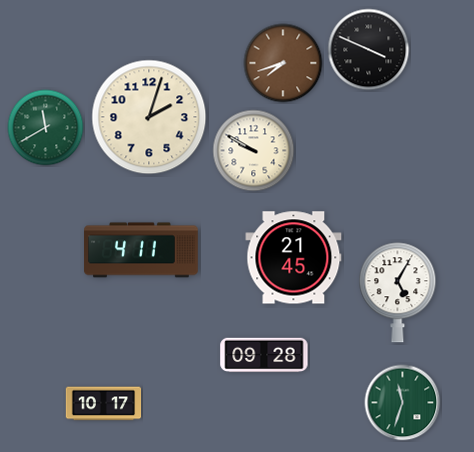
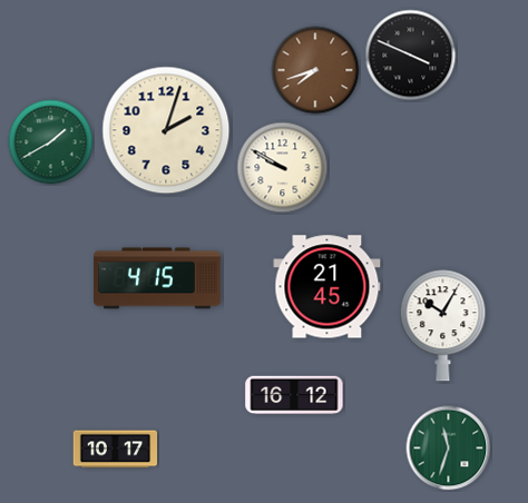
clock at (46, 128): 11:40 -> 1:40
clock at (141, 250): 4:11 -> 4:15
clock at (398, 293): 5:05 -> 10:05
clock at (264, 355): 09:28 -> 16:12
